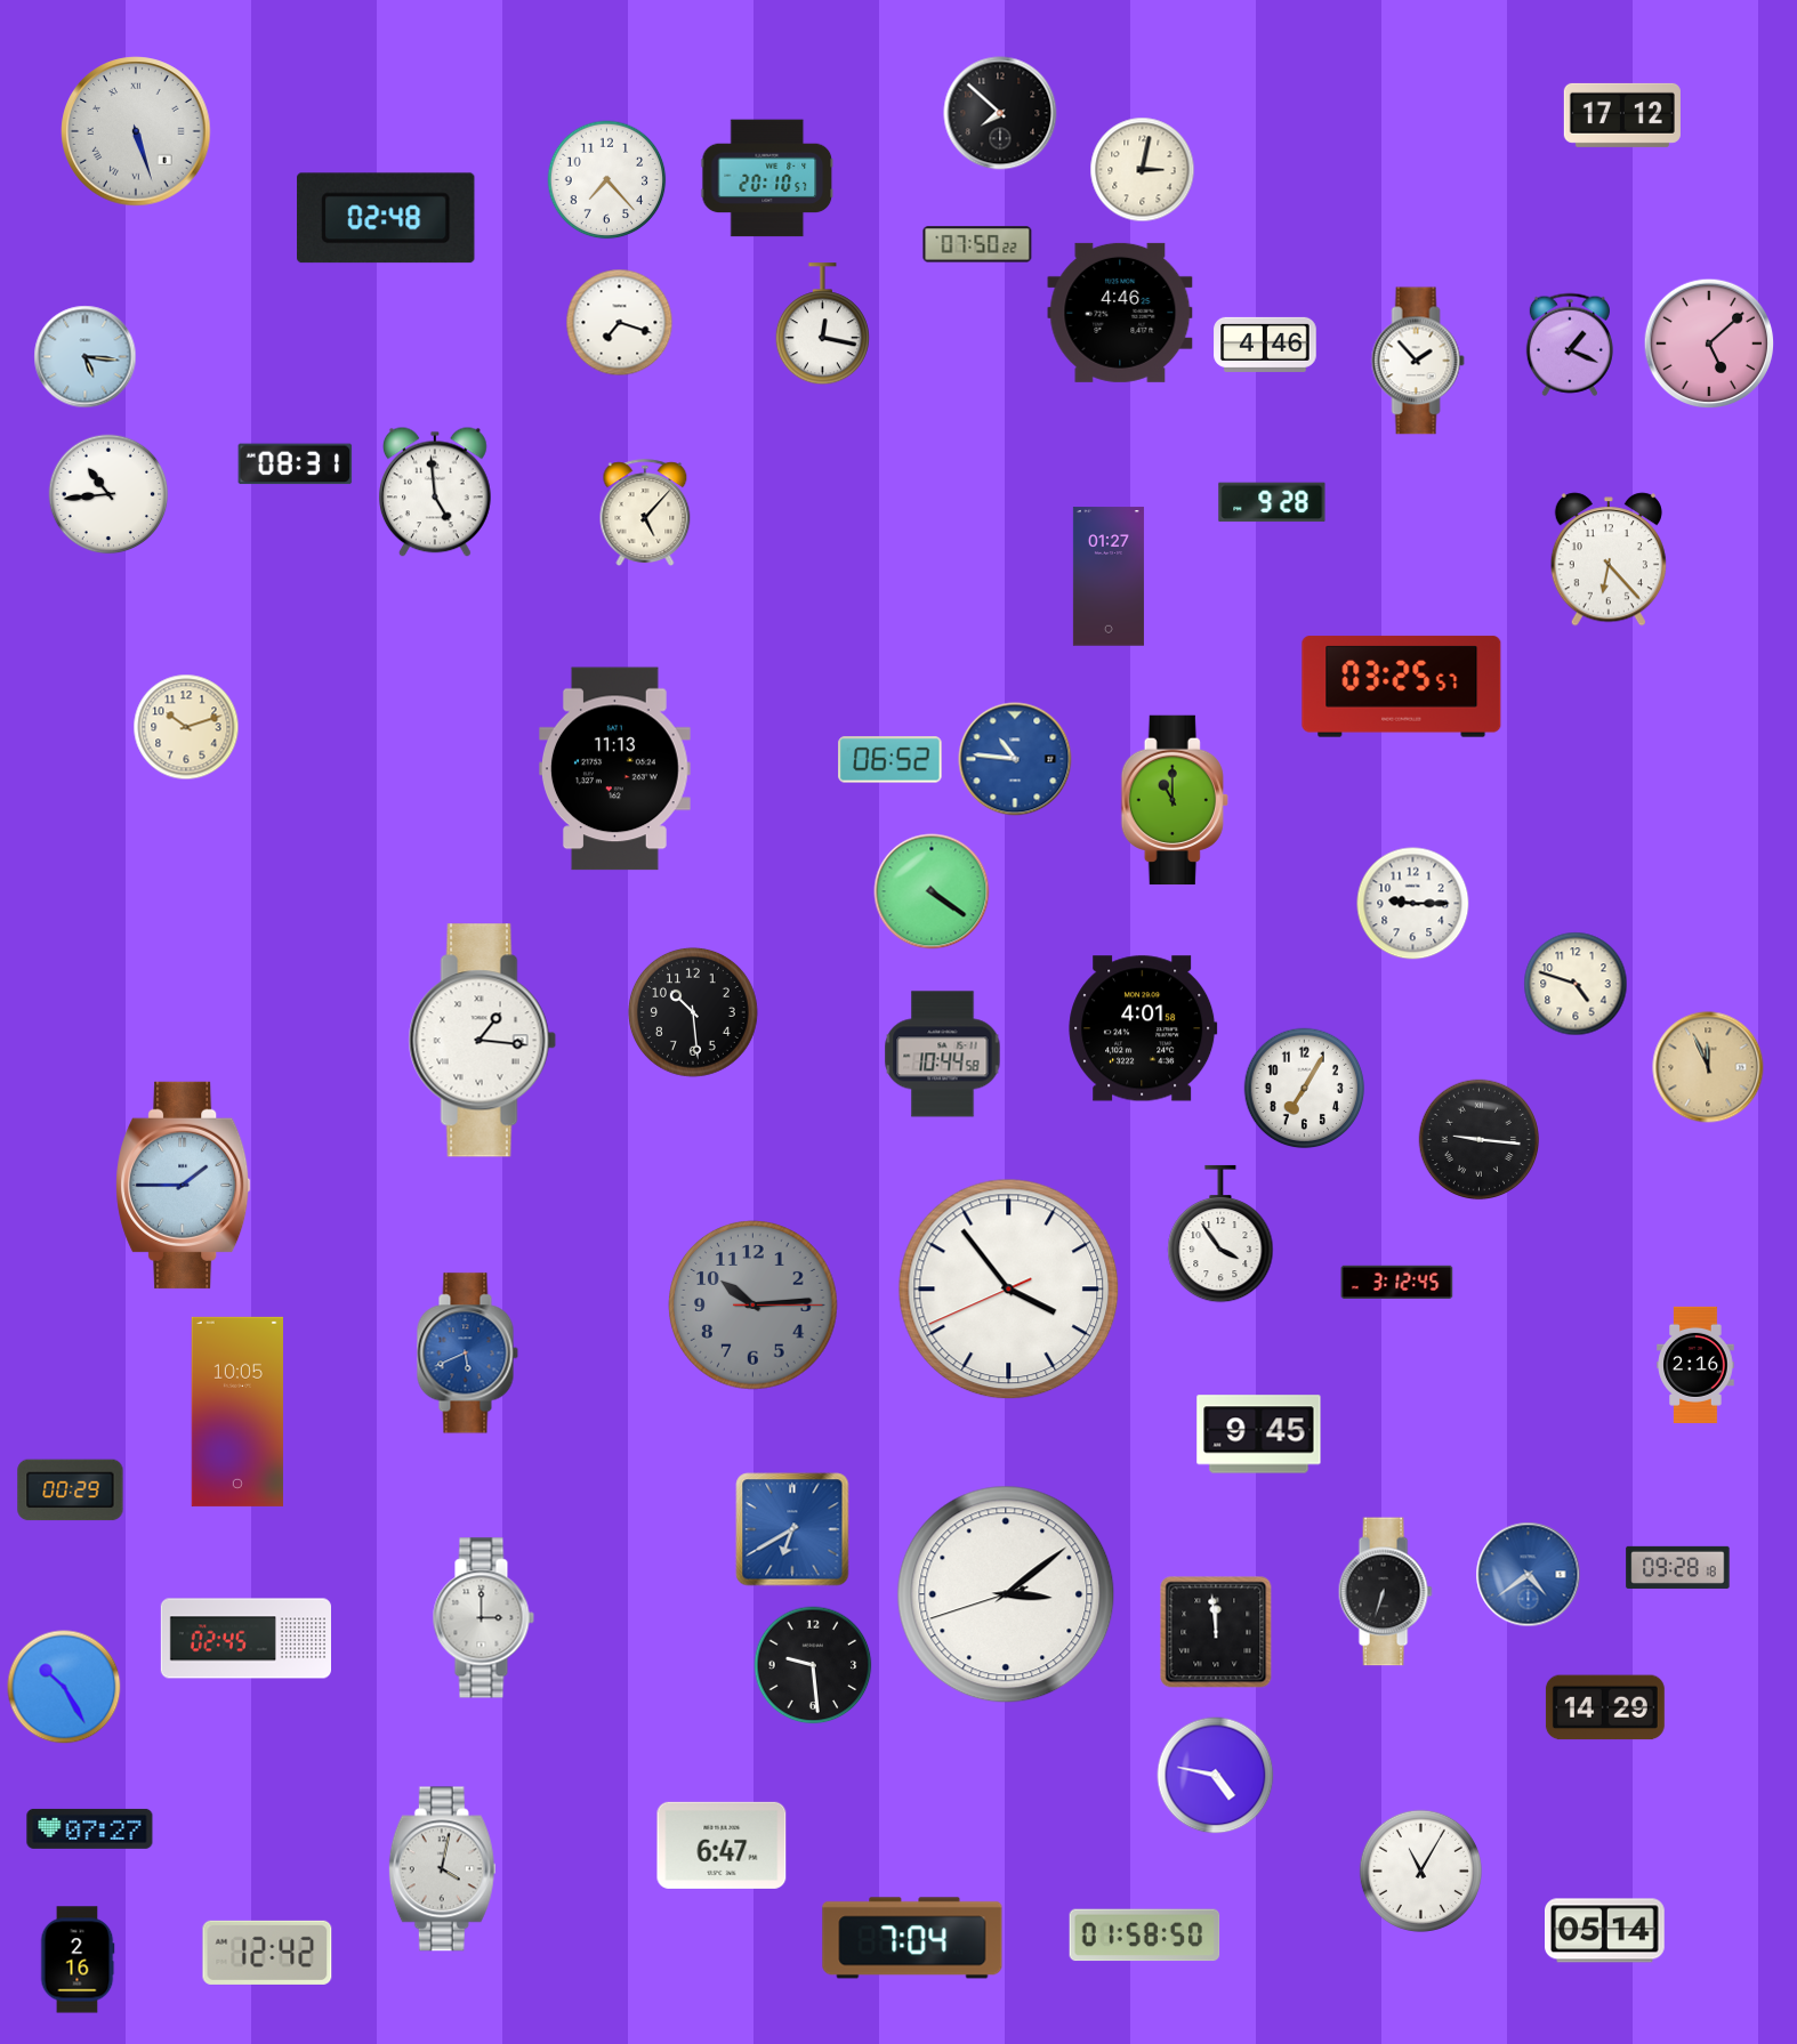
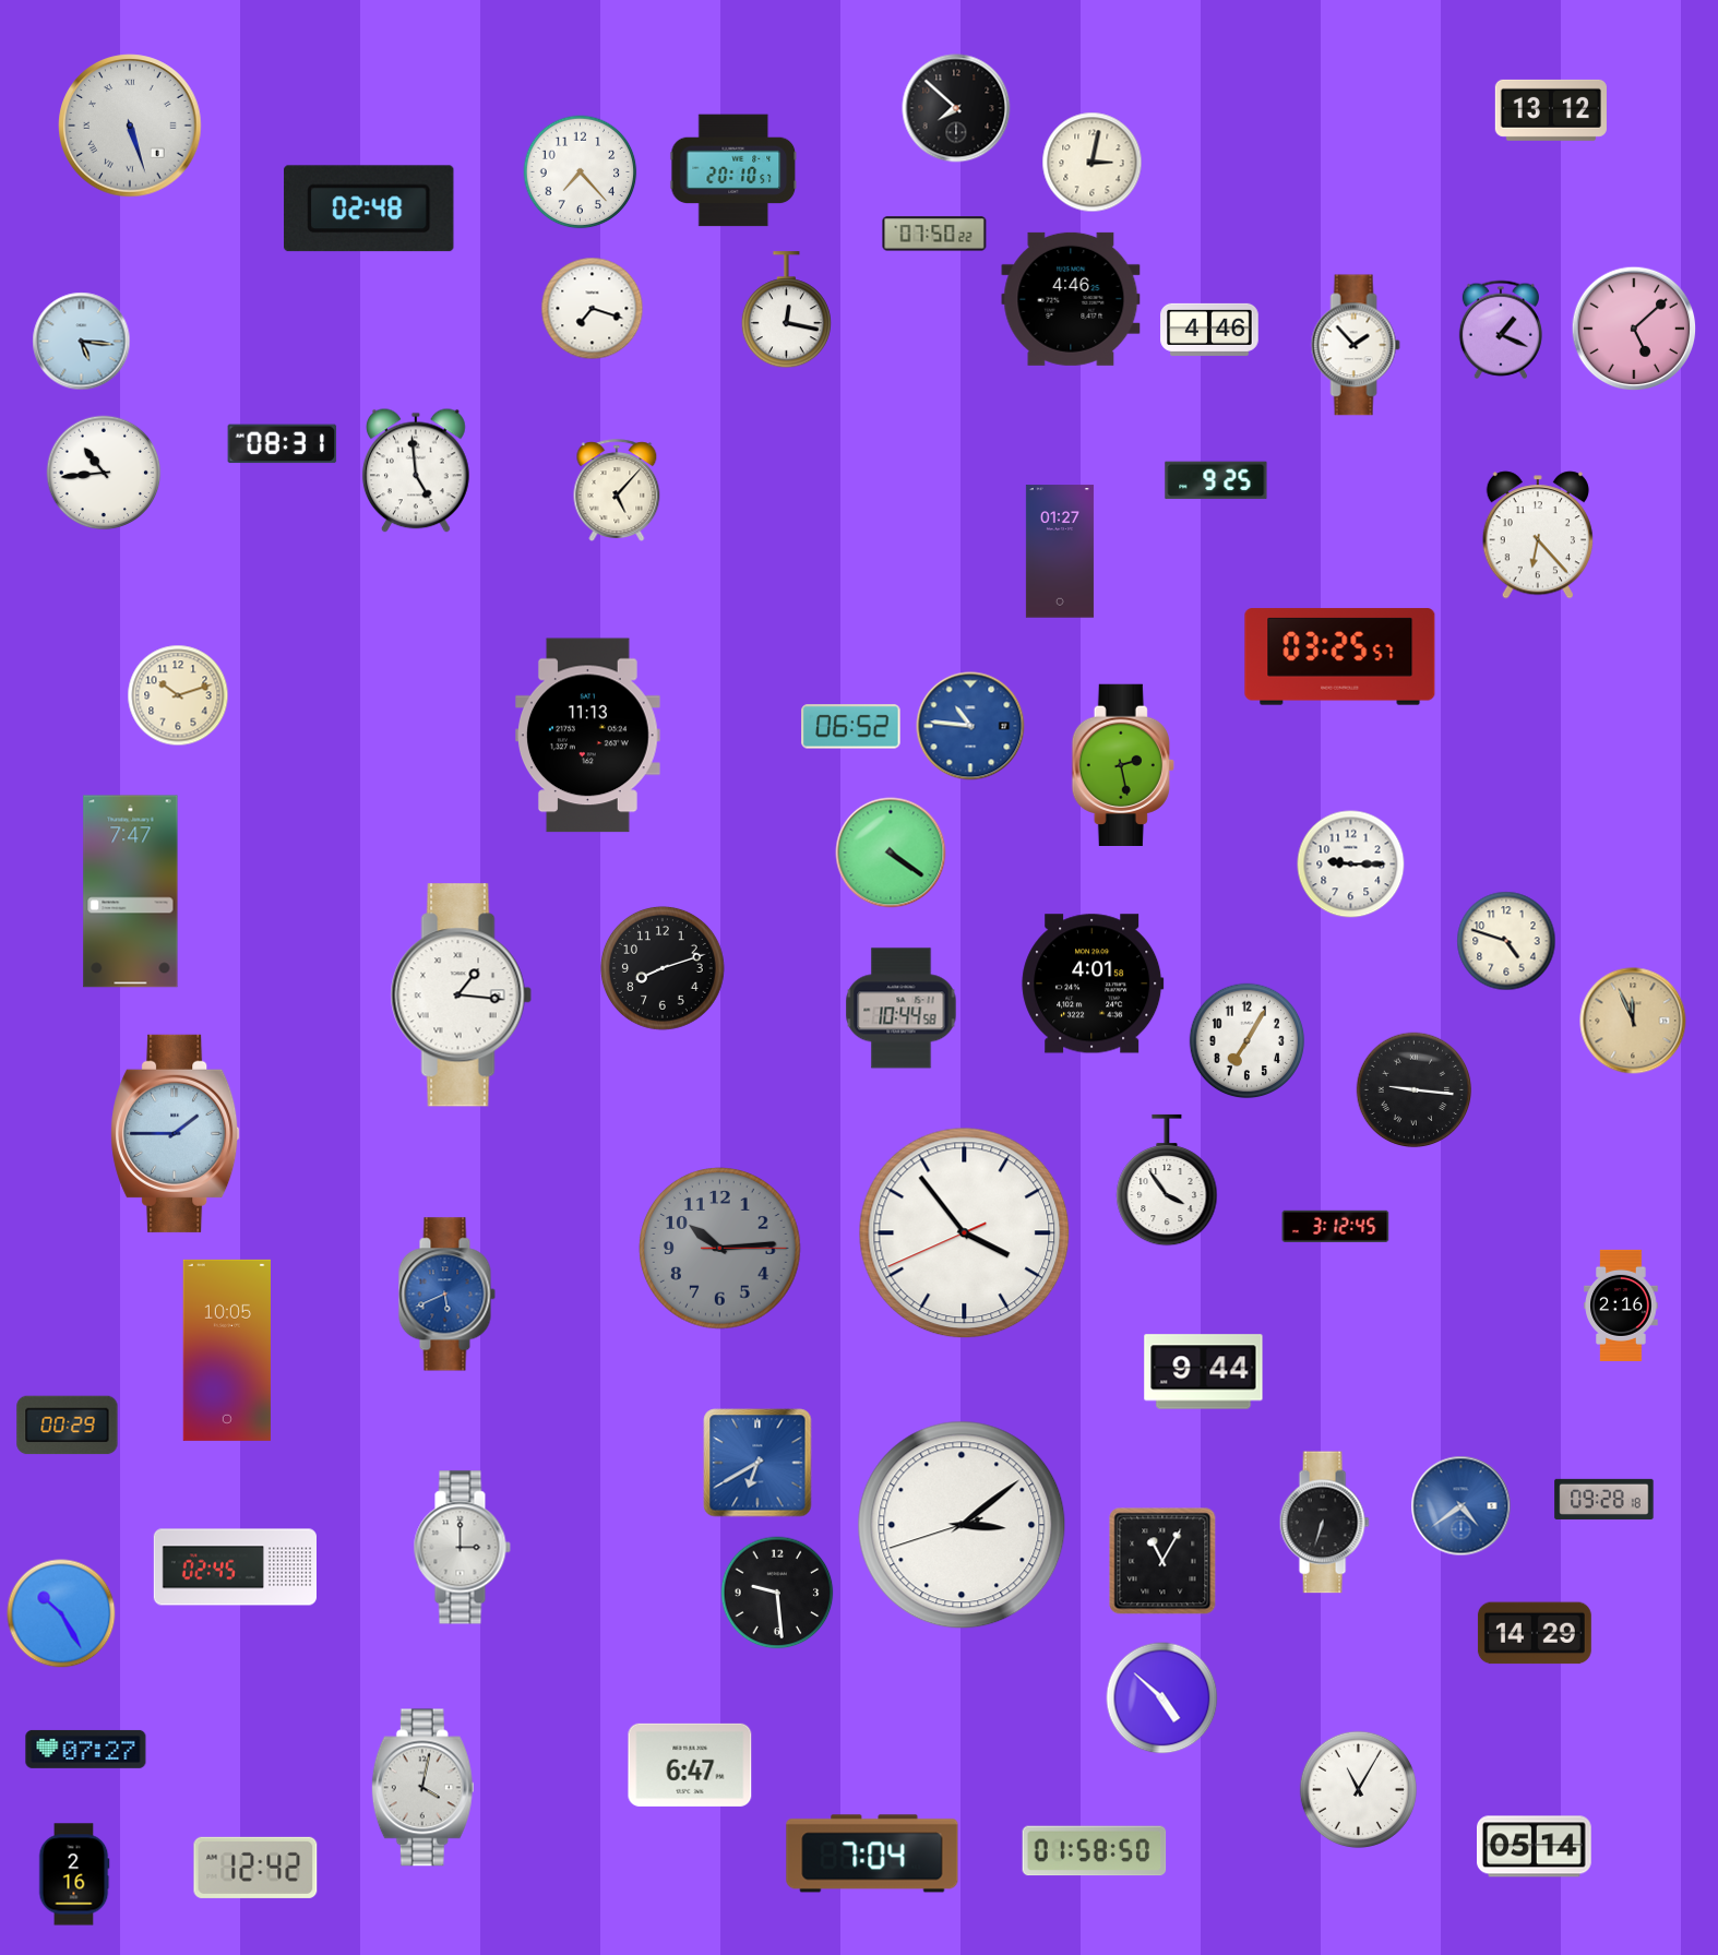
clock at (1622, 115): 17:12 -> 13:12
clock at (1272, 502): 9:28 -> 9:25
clock at (1175, 799): 11:00 -> 2:28
clock at (131, 892): none -> 7:47
clock at (694, 1013): 10:29 -> 8:12
clock at (1259, 1435): 9:45 -> 9:44
clock at (1216, 1632): 11:59 -> 11:05
clock at (1216, 1776): 4:47 -> 4:52
